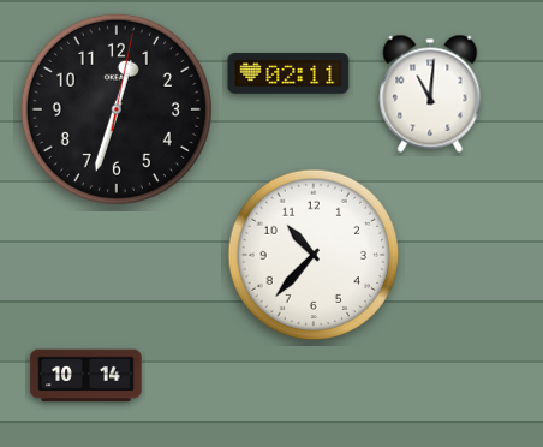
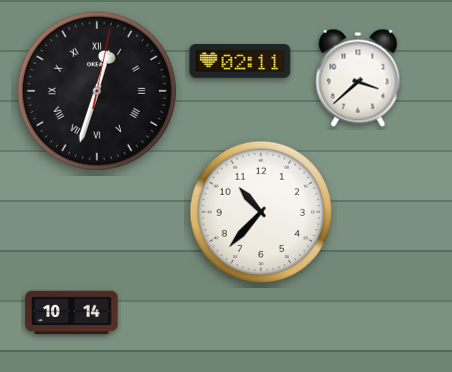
clock at (430, 94): 11:01 -> 3:38
clock at (117, 109) numerals: Arabic -> Roman
